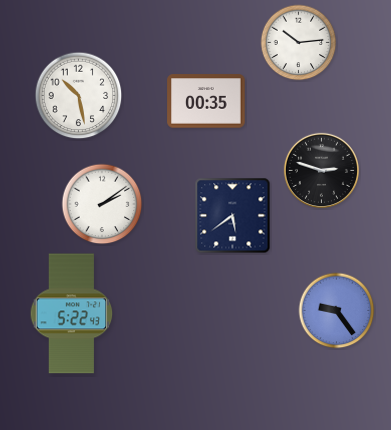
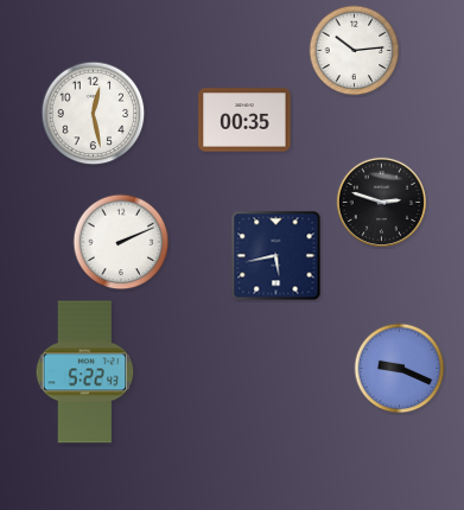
clock at (79, 96): 10:28 -> 12:28
clock at (102, 204): 2:09 -> 2:11
clock at (233, 216): 5:39 -> 5:43
clock at (337, 311): 9:24 -> 9:19
